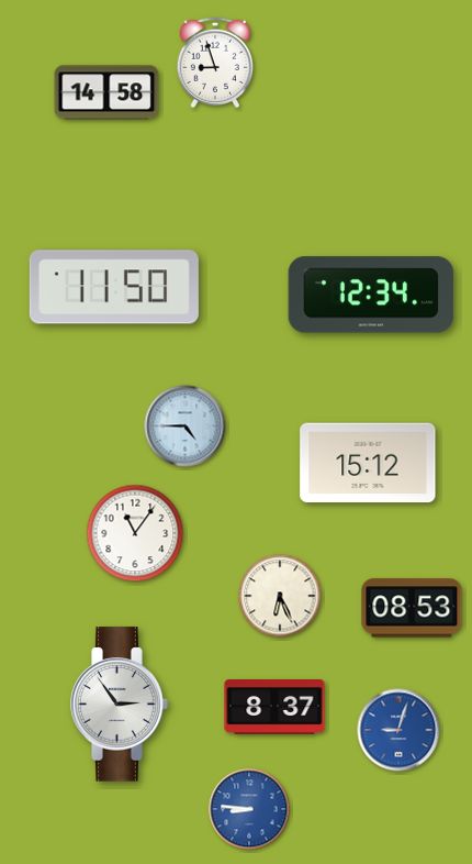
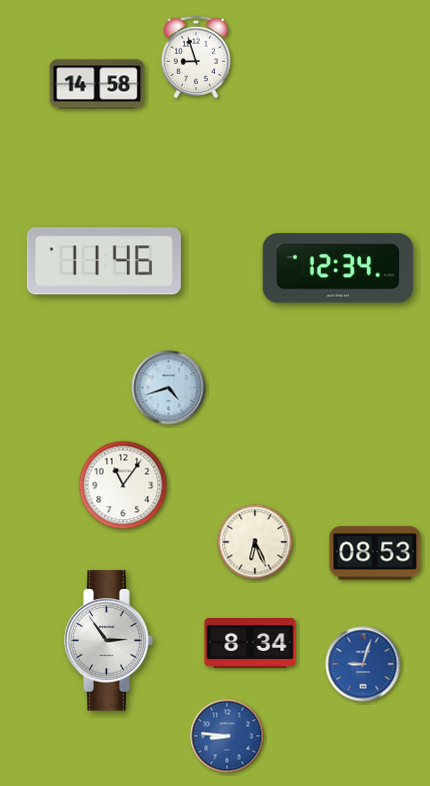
clock at (114, 287): 11:50 -> 11:46
clock at (186, 427): 4:45 -> 4:42
clock at (368, 463): 15:12 -> none
clock at (274, 708): 8:37 -> 8:34
